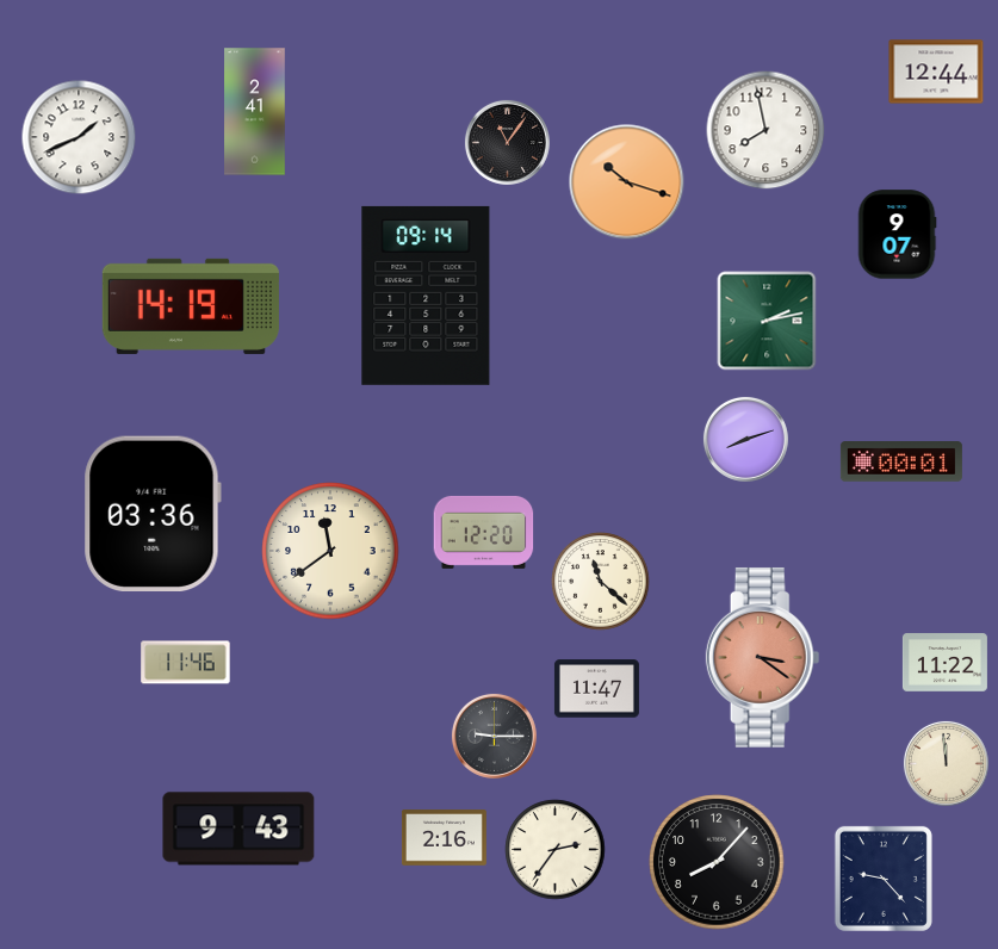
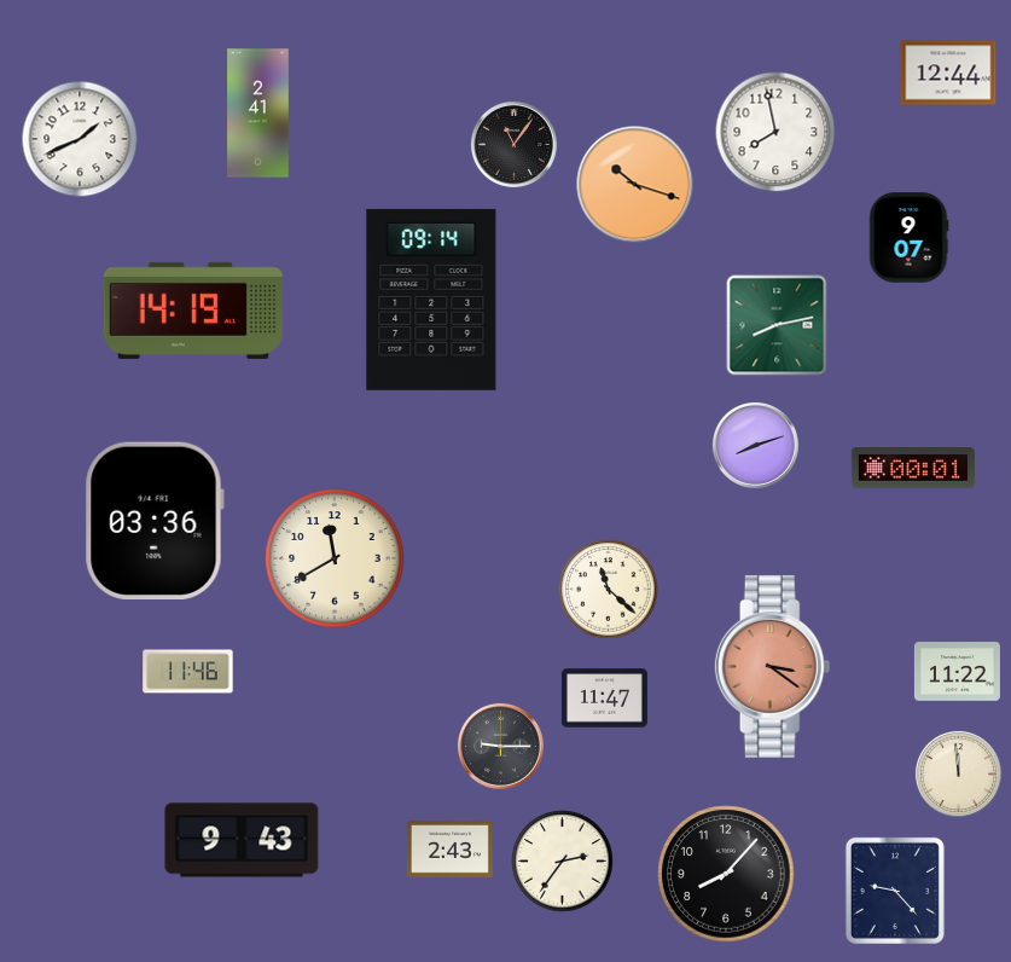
clock at (767, 321): 2:13 -> 8:13
clock at (484, 532): 12:20 -> none
clock at (330, 551): 11:39 -> 11:40
clock at (444, 838): 2:16 -> 2:43
